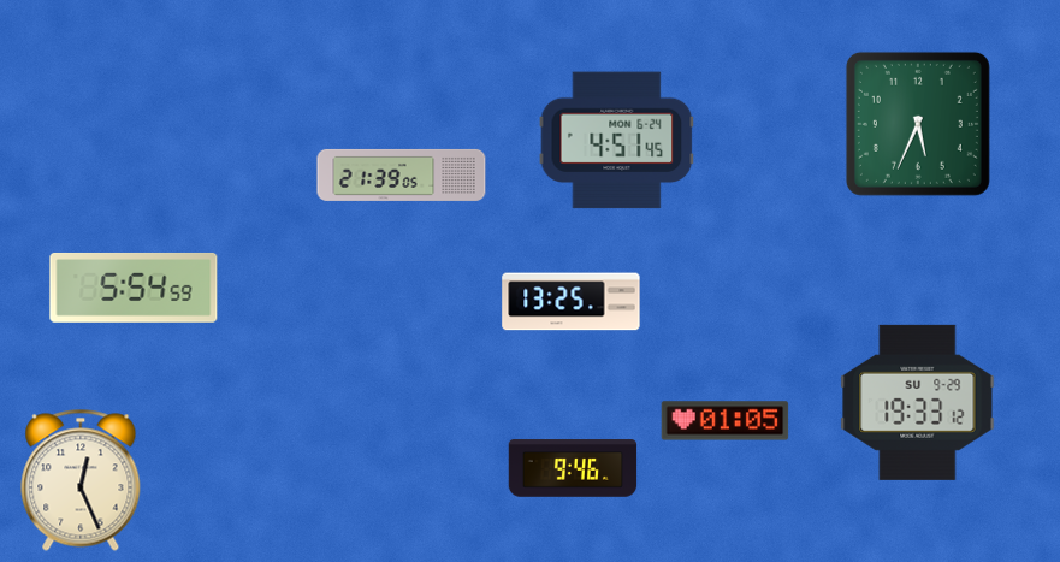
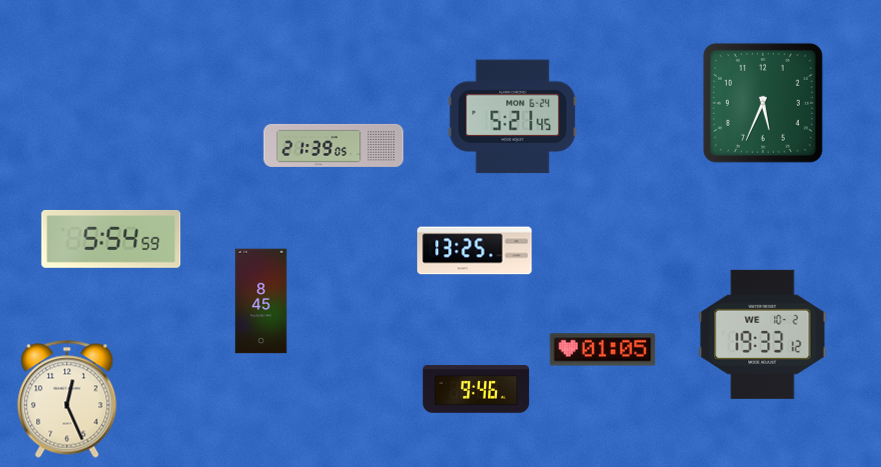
clock at (617, 141): 4:51 -> 5:21
clock at (261, 301): none -> 8:45
clock at (918, 402) date: SU 9-29 -> WE 10-2
